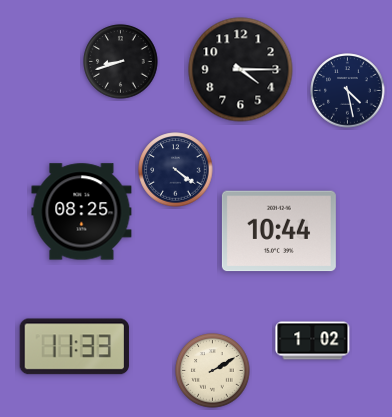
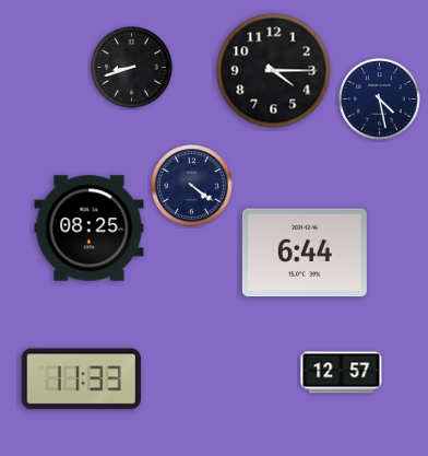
clock at (241, 70) position: (241, 70) -> (274, 71)
clock at (82, 212) position: (82, 212) -> (90, 229)
clock at (279, 231): 10:44 -> 6:44
clock at (313, 341): 1:02 -> 12:57
clock at (213, 371): 2:10 -> none
